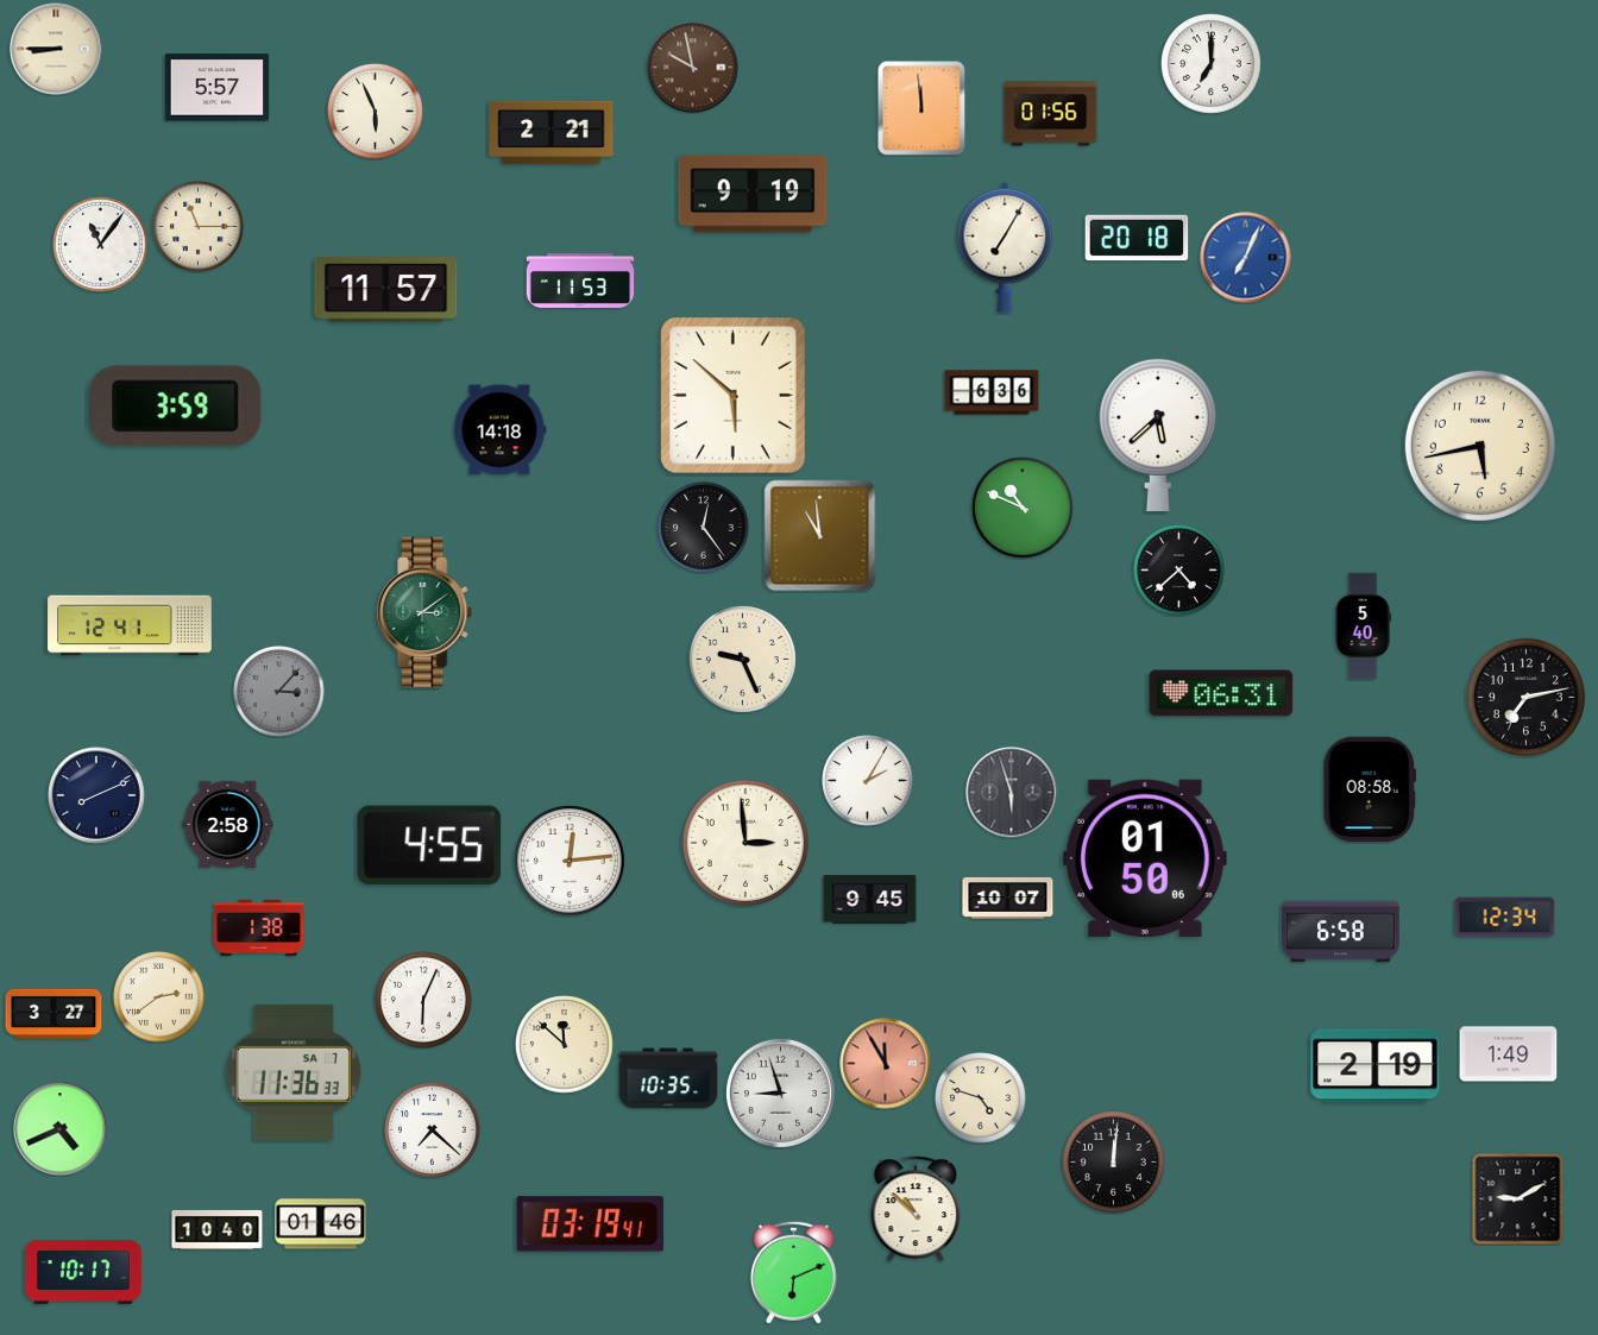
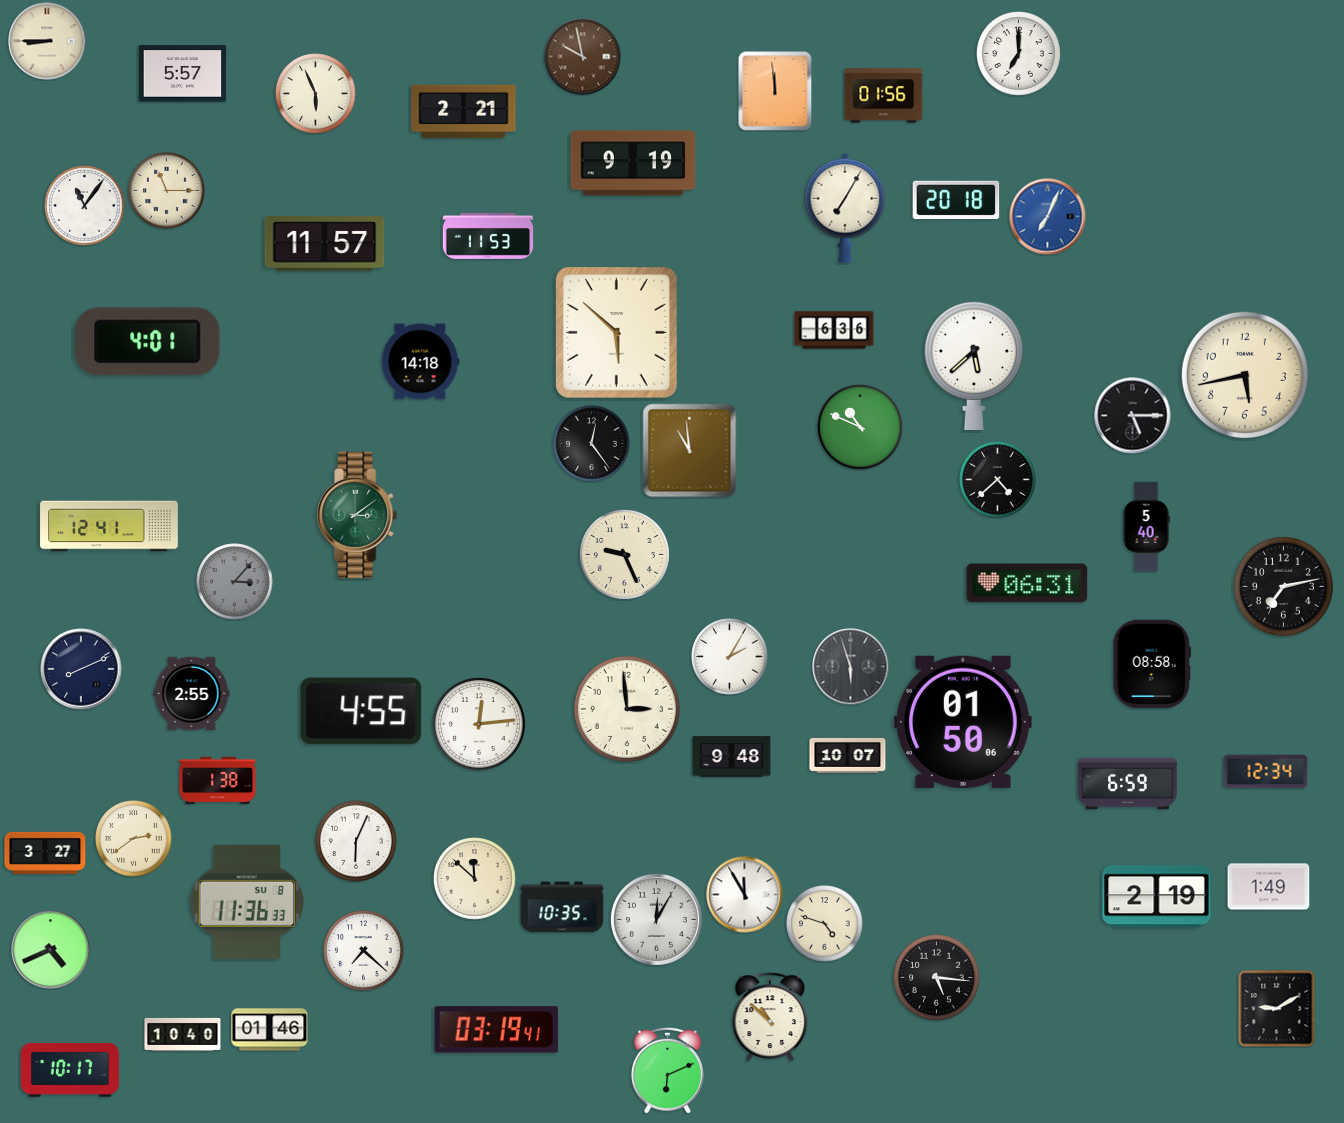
clock at (176, 407): 3:59 -> 4:01
clock at (1133, 416): none -> 5:15
clock at (1179, 571) position: (1179, 571) -> (998, 480)
clock at (228, 824): 2:58 -> 2:55
clock at (870, 900): 9:45 -> 9:48
clock at (1341, 932): 6:58 -> 6:59
clock at (886, 1064) dial: salmon -> white
clock at (294, 1072) date: SA 7 -> SU 8
clock at (780, 1092): 8:57 -> 12:05
clock at (1114, 1163): 12:01 -> 5:16
